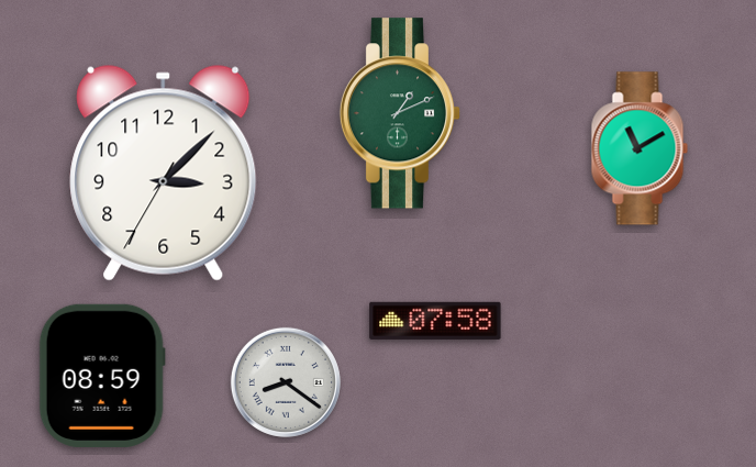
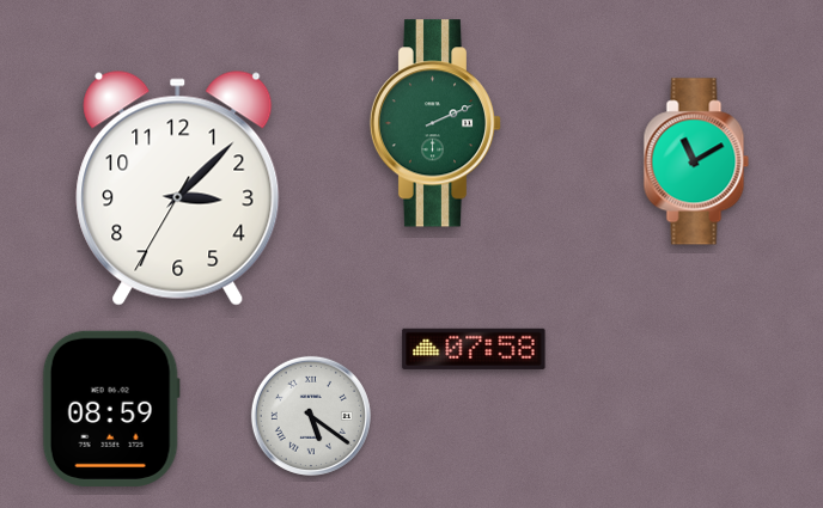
clock at (400, 113): 1:11 -> 2:11
clock at (286, 382): 8:21 -> 5:21
